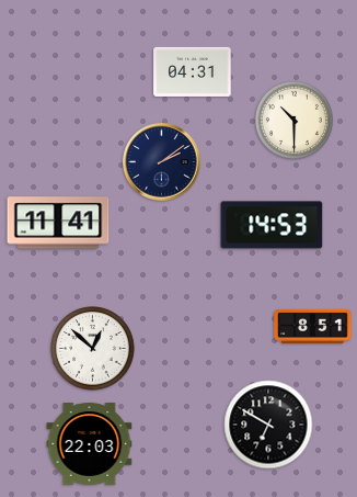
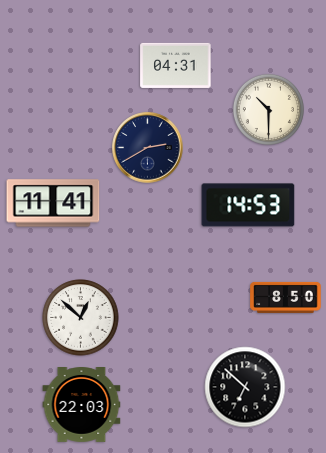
clock at (162, 162): 2:09 -> 2:40
clock at (313, 326): 8:51 -> 8:50
clock at (93, 349) position: (93, 349) -> (81, 318)
clock at (268, 425): 6:50 -> 6:52
